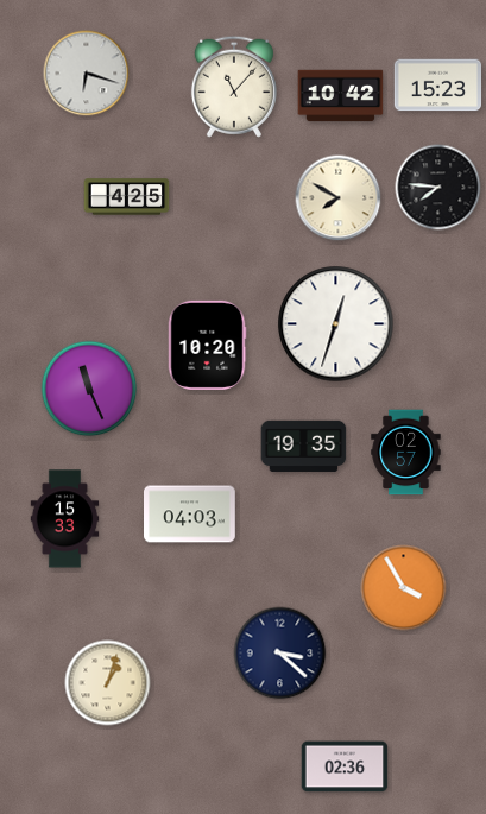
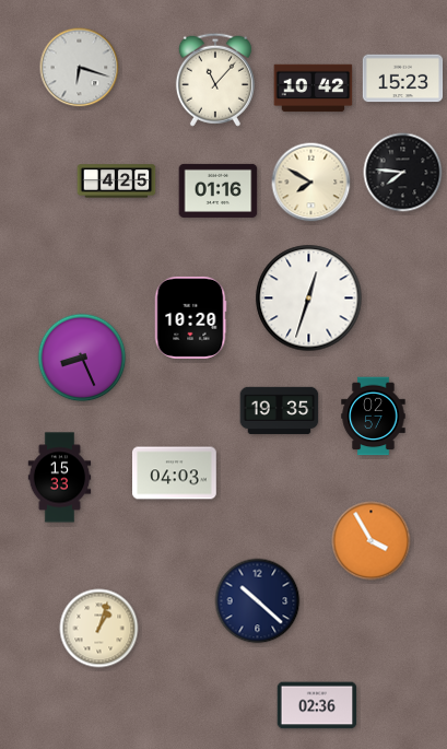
clock at (219, 190): none -> 01:16
clock at (89, 389): 11:26 -> 8:26
clock at (280, 654): 3:22 -> 10:22
